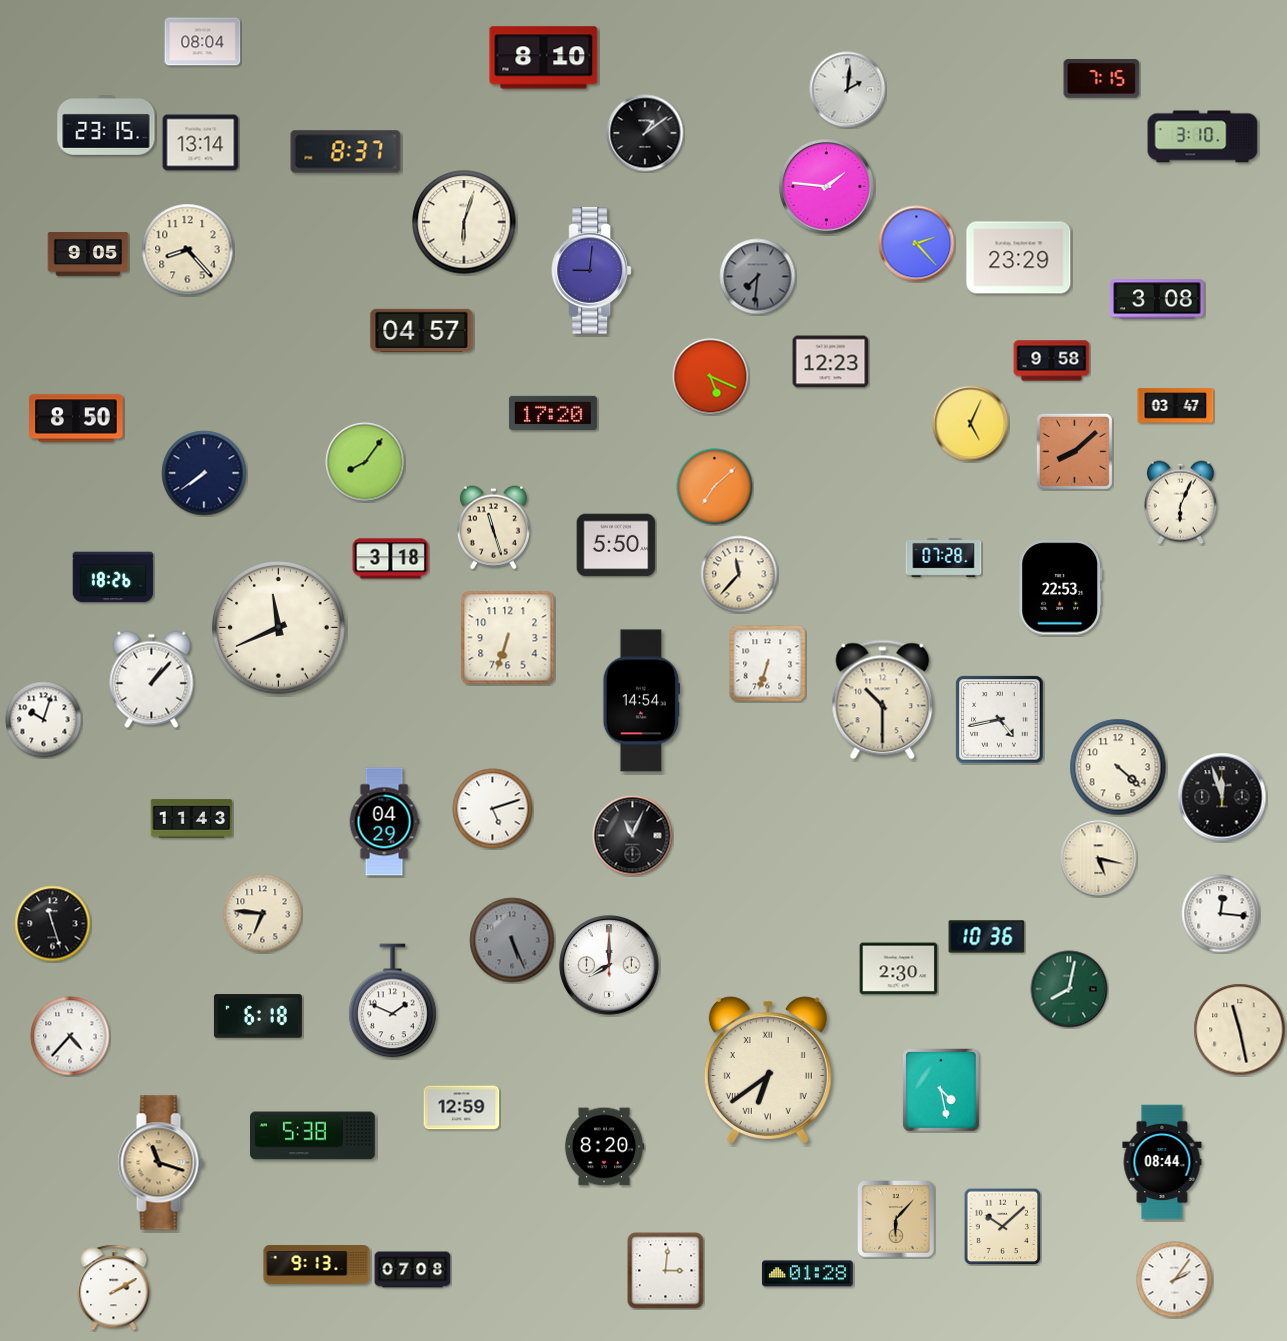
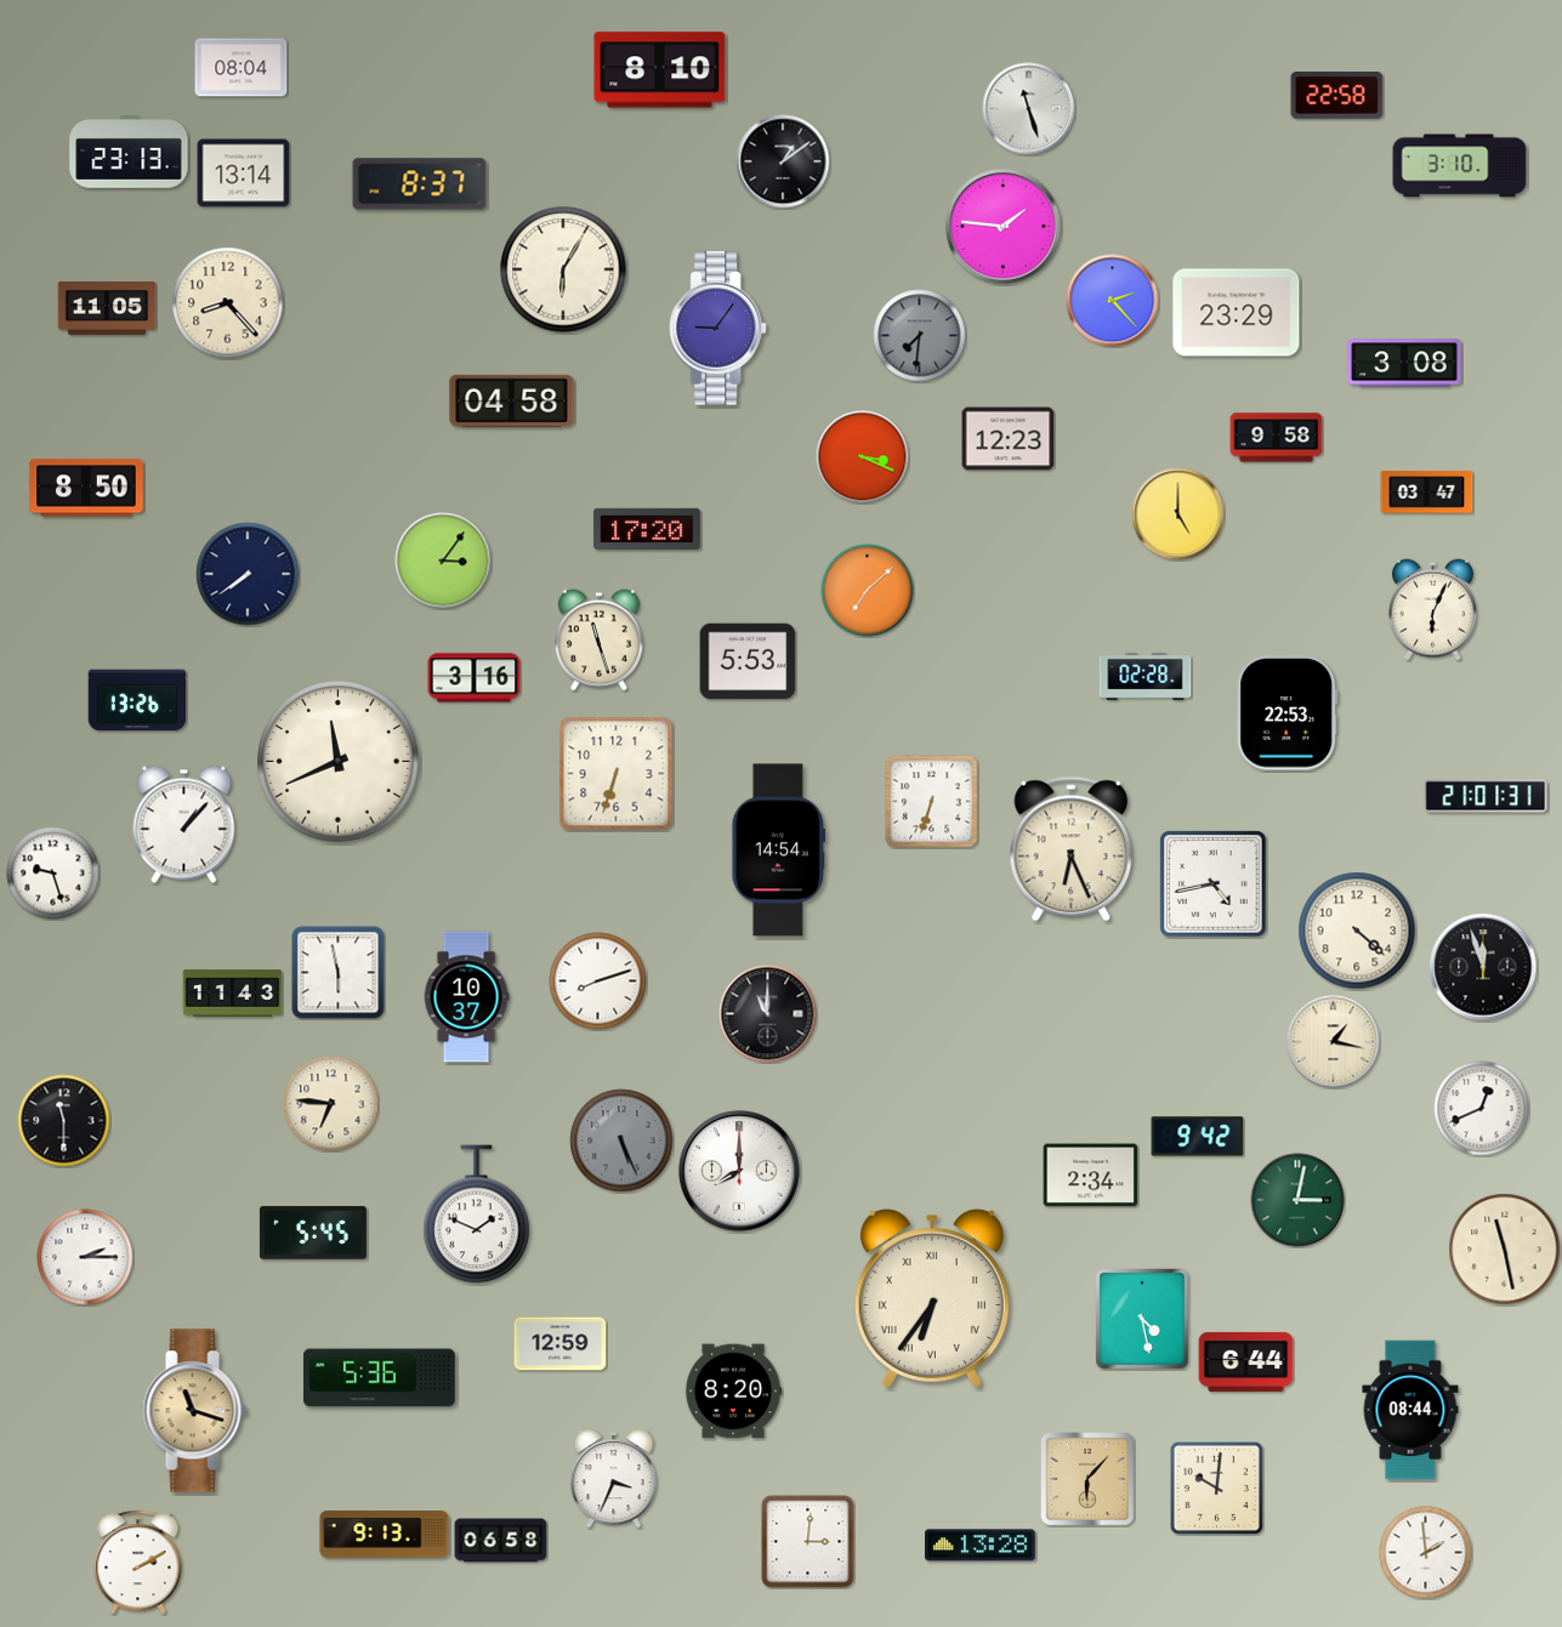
clock at (203, 42) position: (203, 42) -> (242, 68)
clock at (1102, 79): 7:15 -> 22:58
clock at (848, 90): 2:01 -> 11:27
clock at (106, 126): 23:15 -> 23:13
clock at (464, 222): 6:03 -> 6:05
clock at (917, 244) position: (917, 244) -> (1113, 301)
clock at (88, 255): 9:05 -> 11:05
clock at (592, 271): 9:01 -> 9:06
clock at (422, 330): 04:57 -> 04:58
clock at (711, 377): 5:19 -> 3:19
clock at (553, 413) position: (553, 413) -> (647, 529)
clock at (76, 418) position: (76, 418) -> (86, 488)
clock at (971, 424): 5:04 -> 5:00
clock at (1074, 451): 8:08 -> none
clock at (365, 462): 8:06 -> 3:06
clock at (616, 545): 5:50 -> 5:53
clock at (944, 557): 07:28 -> 02:28
clock at (391, 559): 3:18 -> 3:16
clock at (739, 574): 11:37 -> none
clock at (113, 577): 18:26 -> 13:26
clock at (1486, 796): none -> 21:01
clock at (768, 664) position: (768, 664) -> (932, 802)
clock at (883, 700): 10:30 -> 6:26
clock at (44, 720): 10:03 -> 9:27
clock at (1000, 720) position: (1000, 720) -> (1214, 884)
clock at (339, 973): none -> 5:58
clock at (493, 809): 5:12 -> 8:12
clock at (384, 822): 04:29 -> 10:37
clock at (633, 836): 11:04 -> 11:00
clock at (1099, 859): 5:17 -> 1:17
clock at (263, 914) position: (263, 914) -> (331, 1104)
clock at (1221, 914): 12:16 -> 12:41
clock at (53, 924): 11:27 -> 11:30
clock at (987, 937): 10:36 -> 9:42
clock at (899, 969): 2:30 -> 2:34
clock at (1069, 989): 8:02 -> 3:02
clock at (258, 1016): 6:18 -> 5:45
clock at (70, 1036): 4:37 -> 2:15
clock at (768, 1070): 6:39 -> 6:36
clock at (942, 1091) position: (942, 1091) -> (1143, 1320)
clock at (1246, 1361): none -> 6:44
clock at (313, 1136): 5:38 -> 5:36
clock at (614, 1479): none -> 3:34
clock at (1002, 1226): 10:08 -> 10:01
clock at (413, 1270): 07:08 -> 06:58
clock at (808, 1274): 01:28 -> 13:28
clock at (1175, 1280): 2:06 -> 1:59
